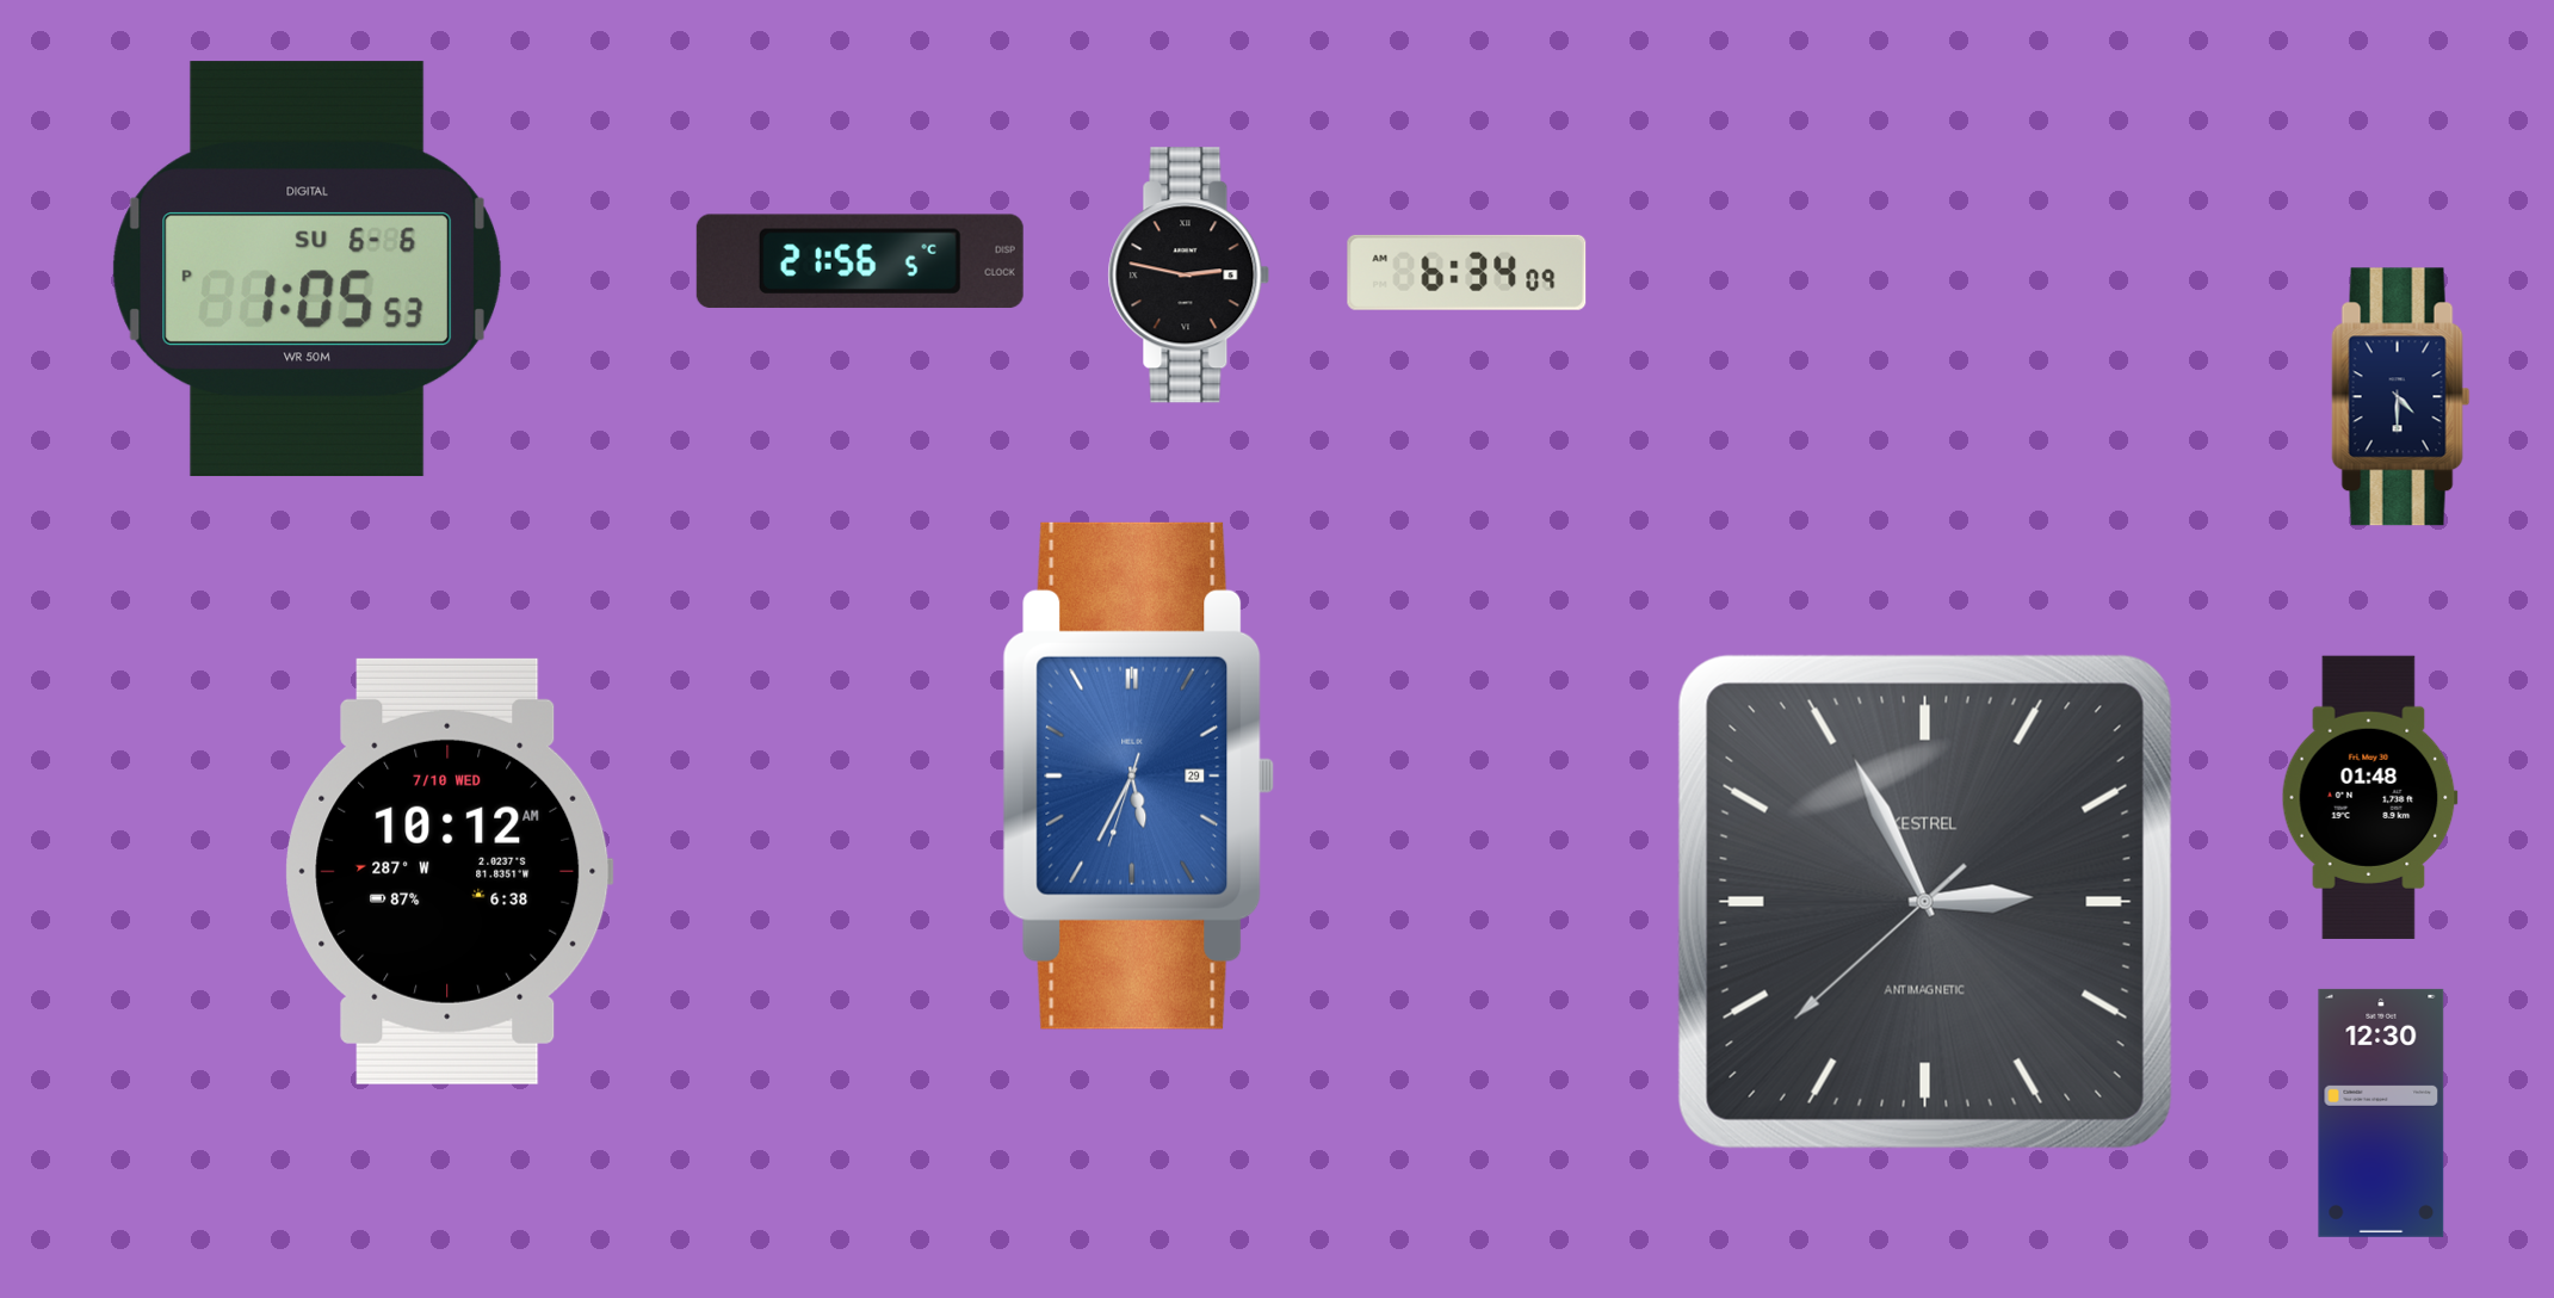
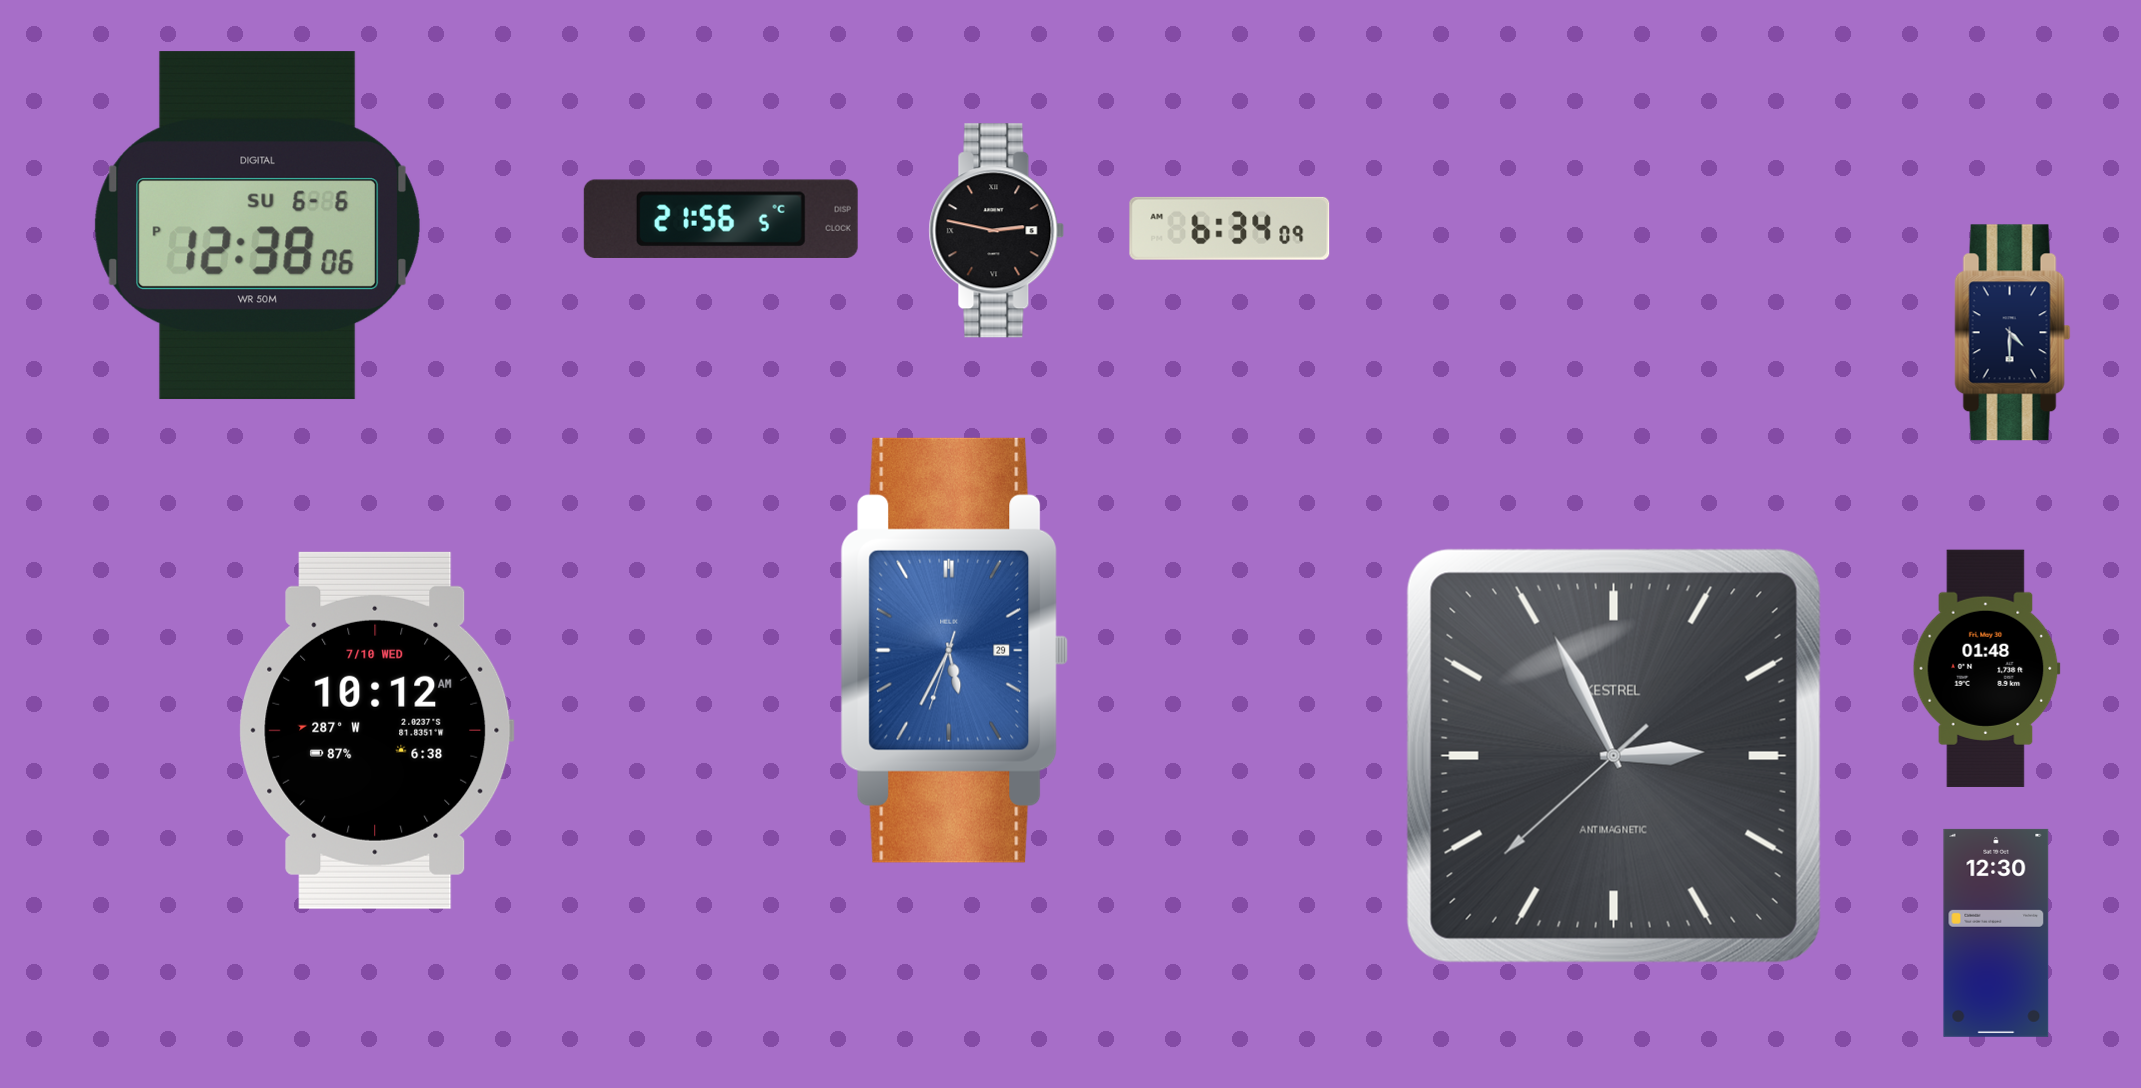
clock at (307, 270): 1:05 -> 12:38
